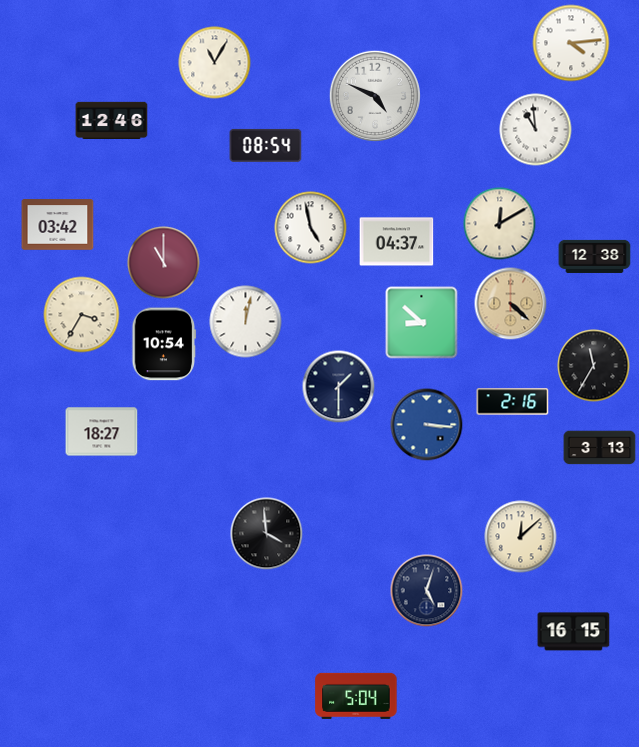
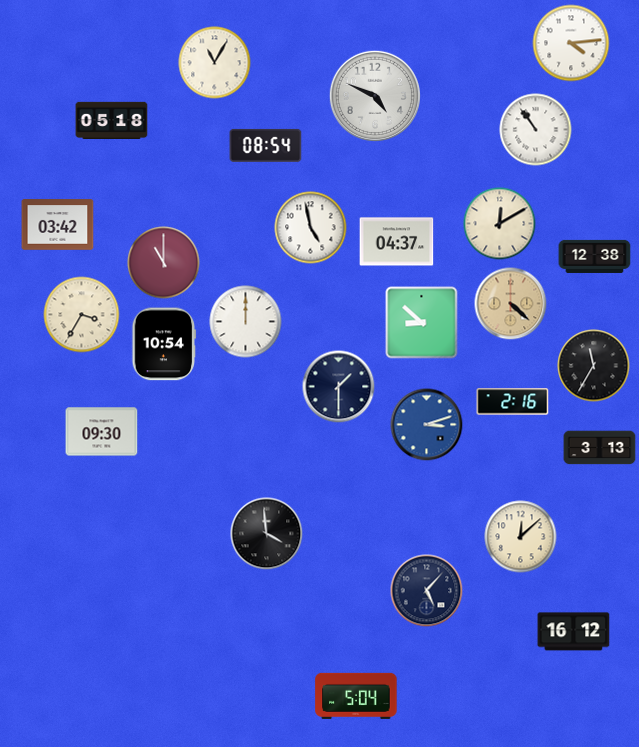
clock at (112, 120): 12:46 -> 05:18
clock at (536, 130): 10:59 -> 10:54
clock at (246, 322): 12:02 -> 12:00
clock at (427, 425): 3:16 -> 3:12
clock at (102, 432): 18:27 -> 09:30
clock at (427, 591): 5:03 -> 5:07
clock at (574, 632): 16:15 -> 16:12
